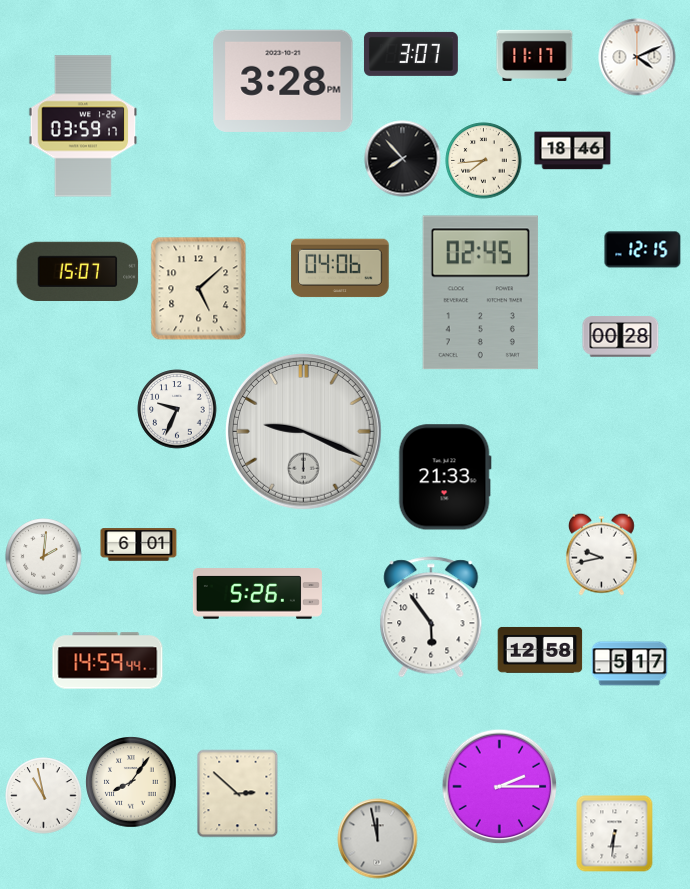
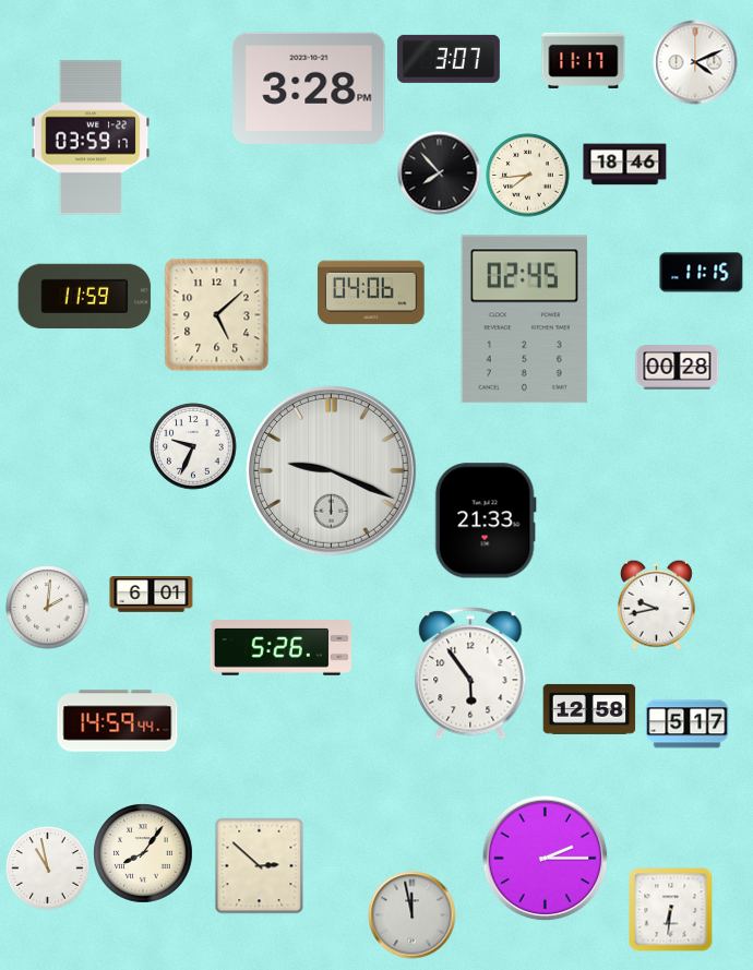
clock at (643, 250): 12:15 -> 11:15
clock at (78, 271): 15:07 -> 11:59
